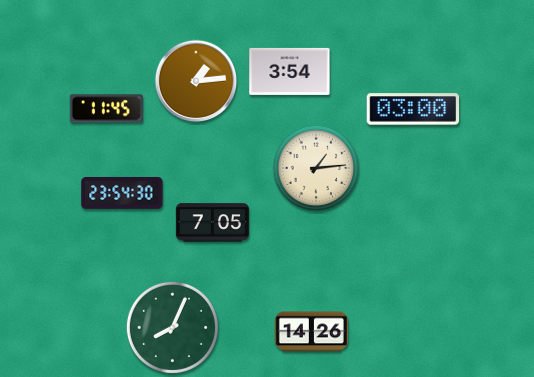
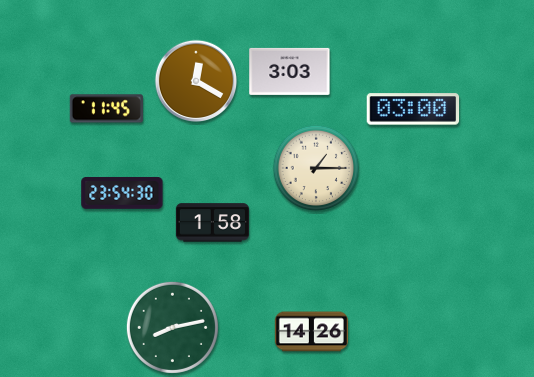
clock at (290, 71): 3:54 -> 3:03
clock at (196, 81): 1:14 -> 12:20
clock at (316, 168): 1:14 -> 1:15
clock at (212, 223): 7:05 -> 1:58
clock at (172, 327): 8:04 -> 8:13
